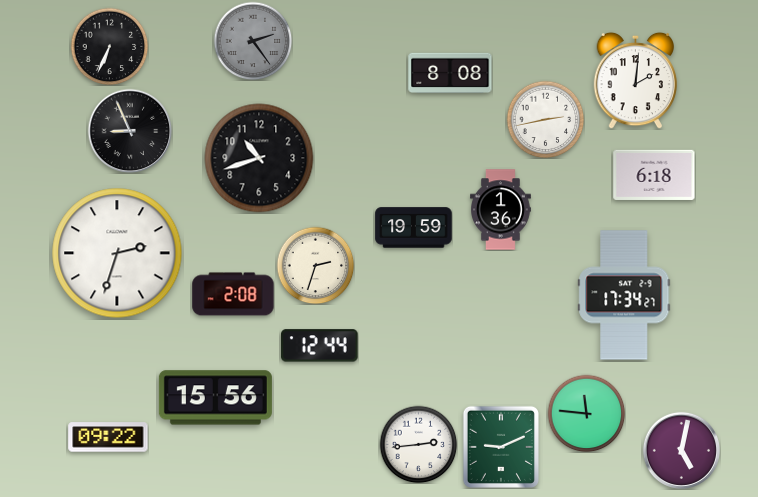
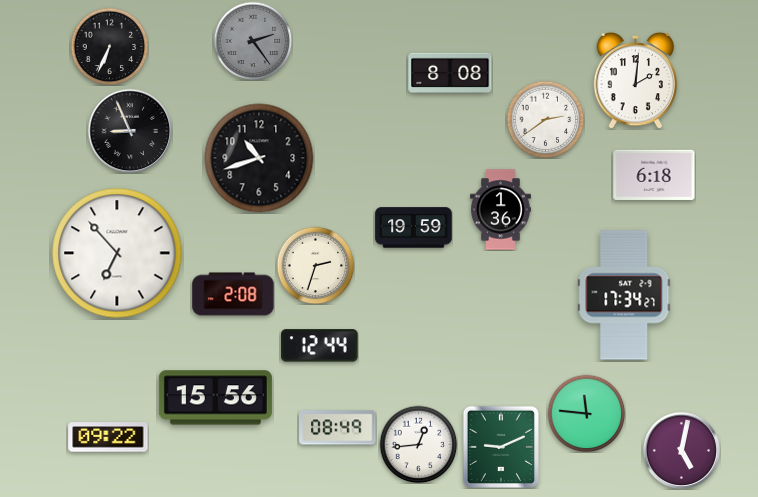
clock at (545, 119): 2:43 -> 2:39
clock at (117, 253): 2:33 -> 6:53
clock at (338, 428): none -> 08:49
clock at (418, 444): 2:44 -> 12:44
